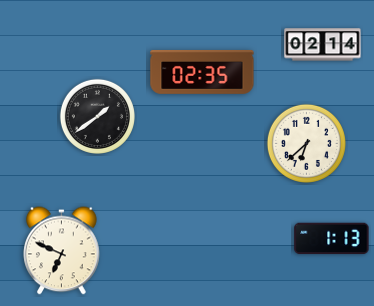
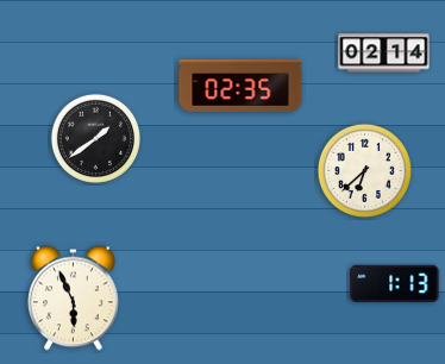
clock at (97, 116) position: (97, 116) -> (95, 138)
clock at (62, 251): 6:49 -> 5:56
